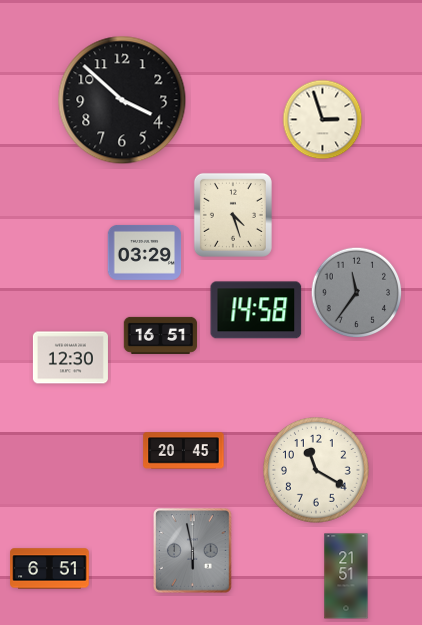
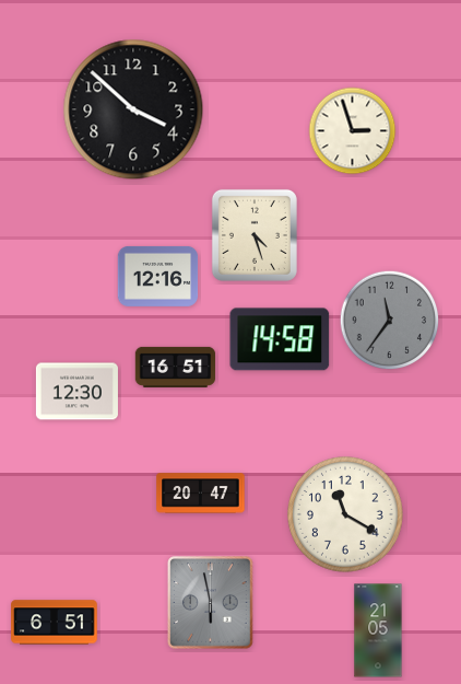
clock at (145, 252): 03:29 -> 12:16
clock at (184, 451): 20:45 -> 20:47
clock at (346, 576): 21:51 -> 21:05
